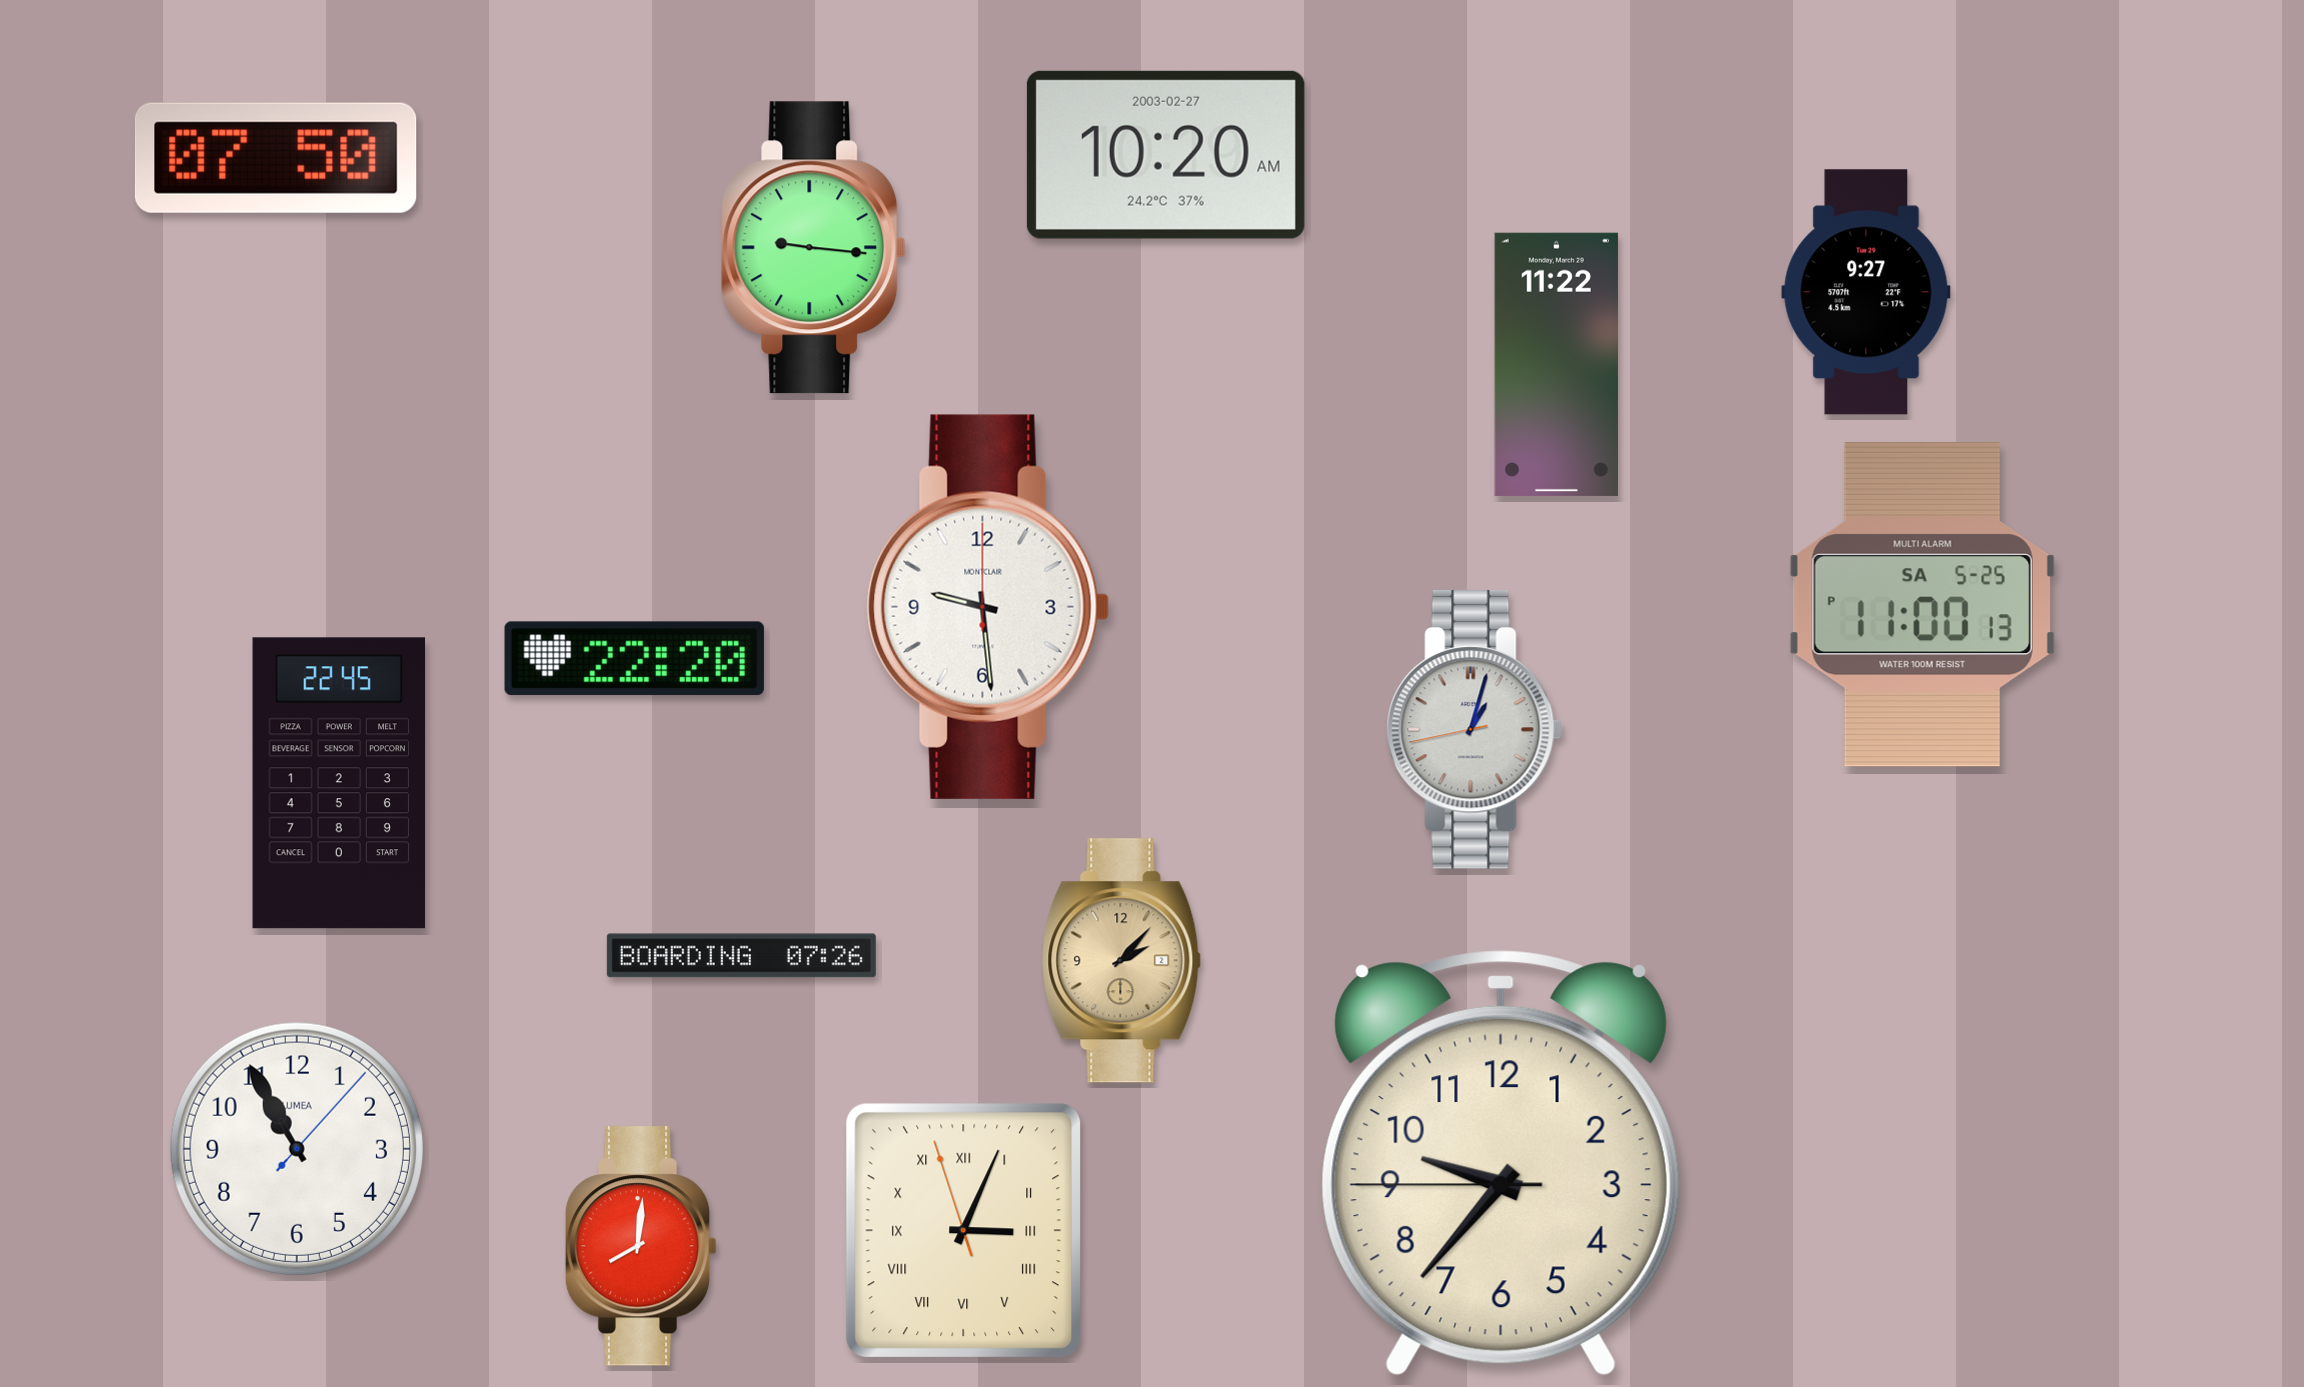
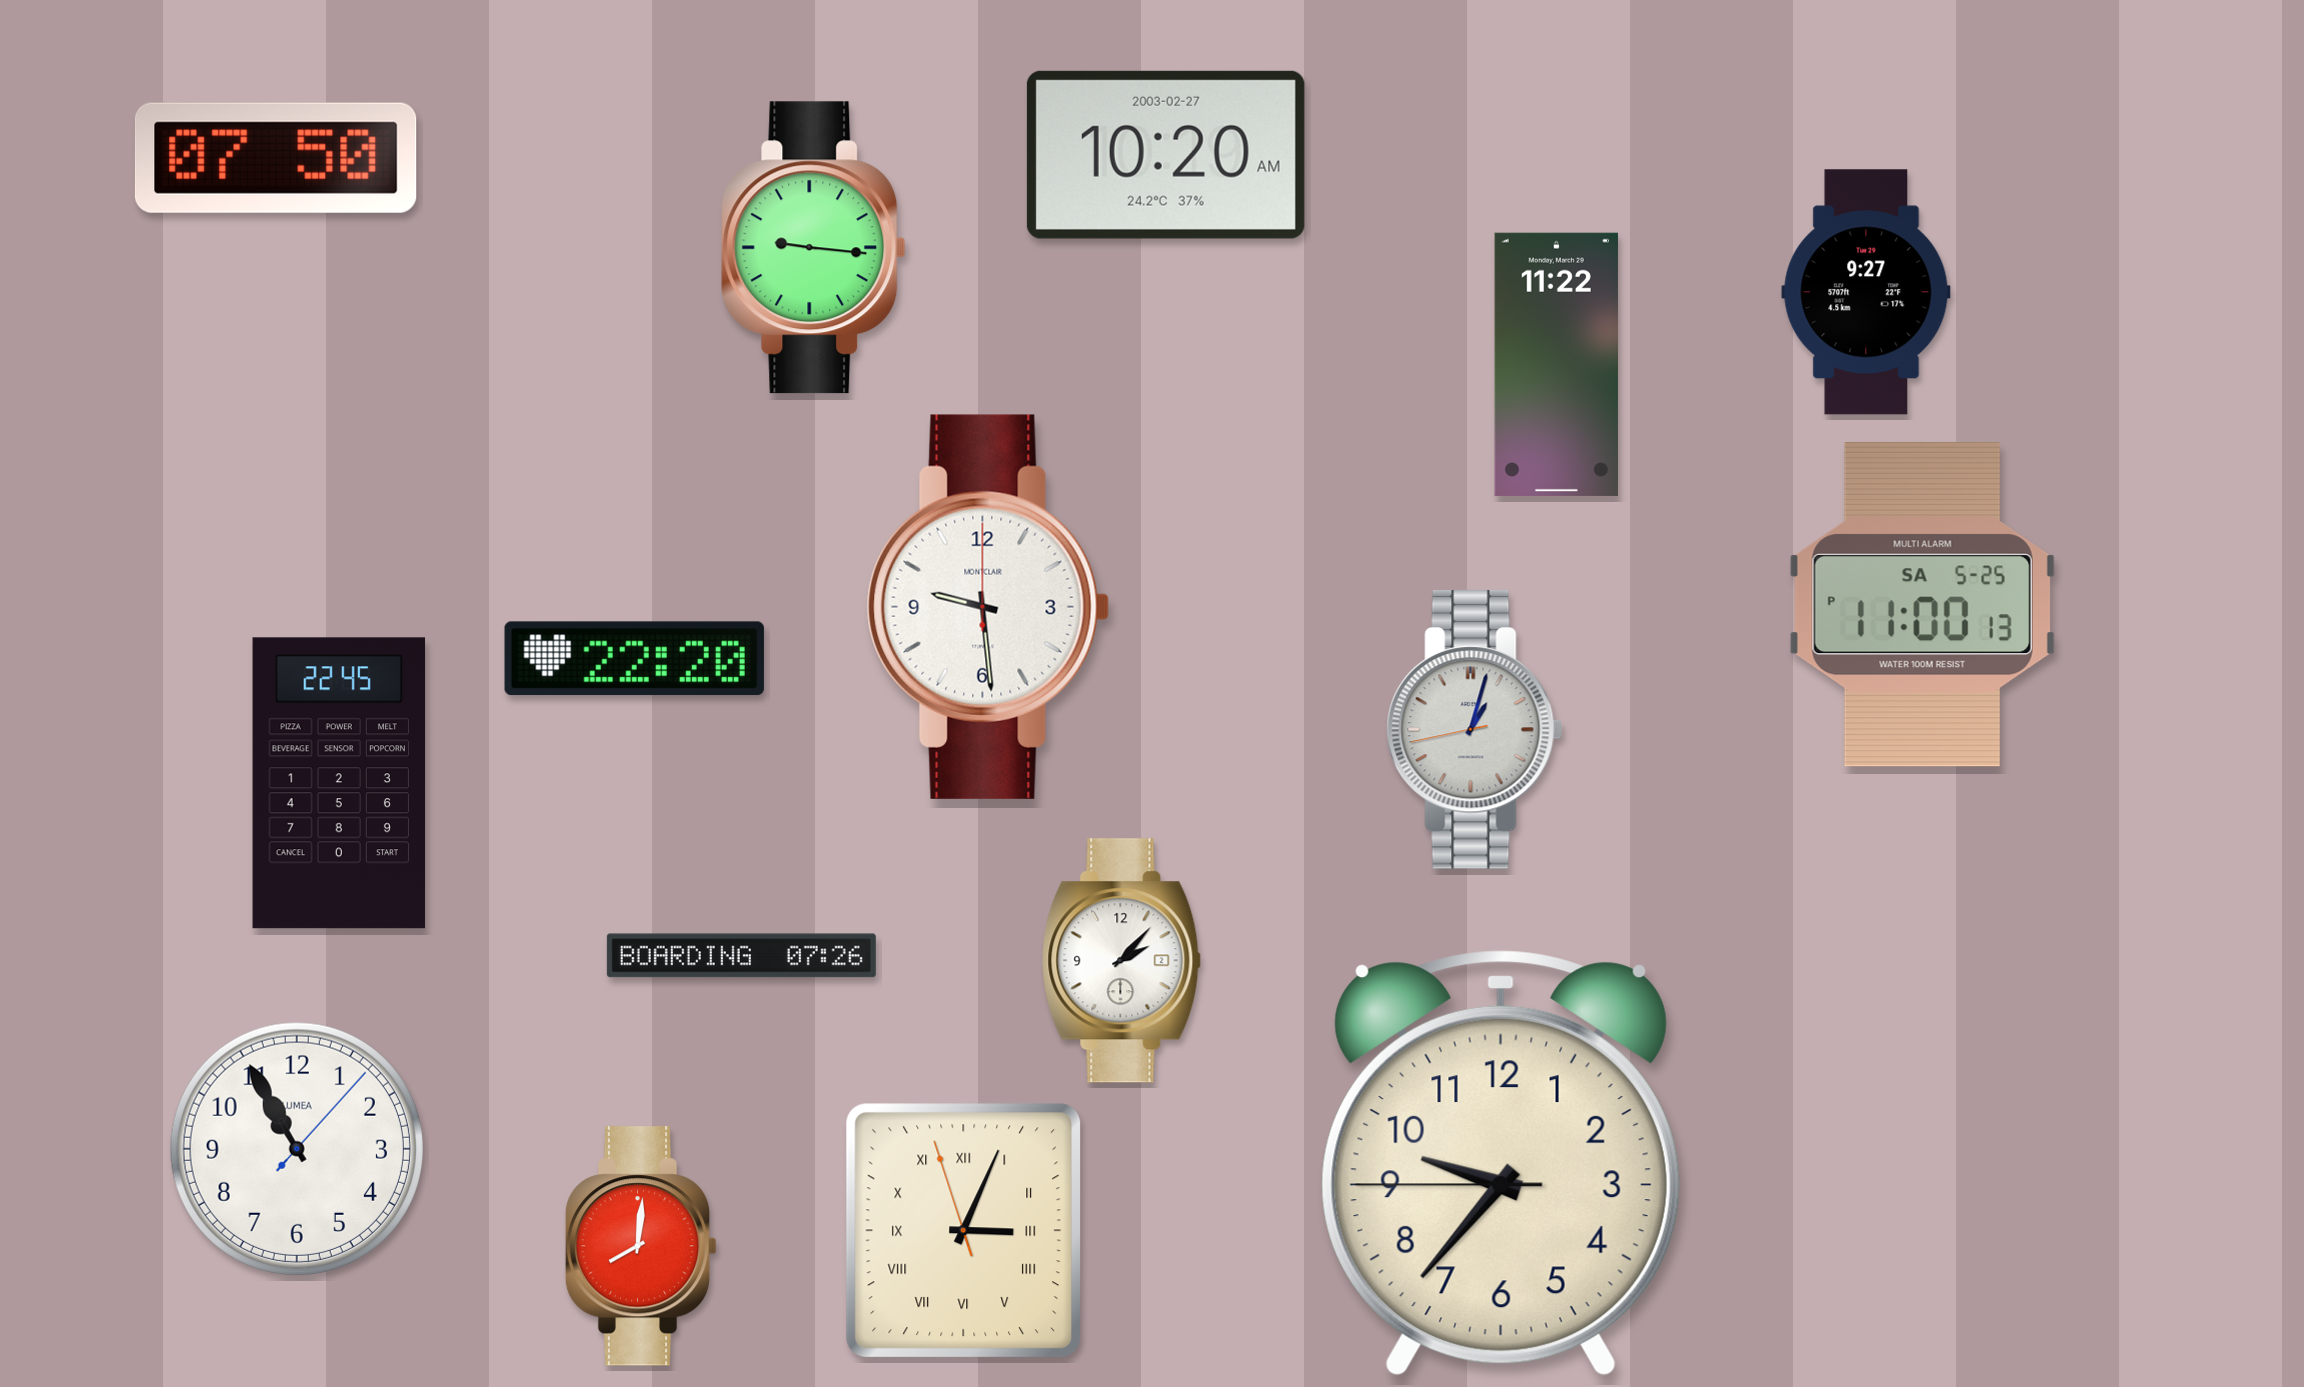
clock at (1122, 961) dial: champagne -> white
